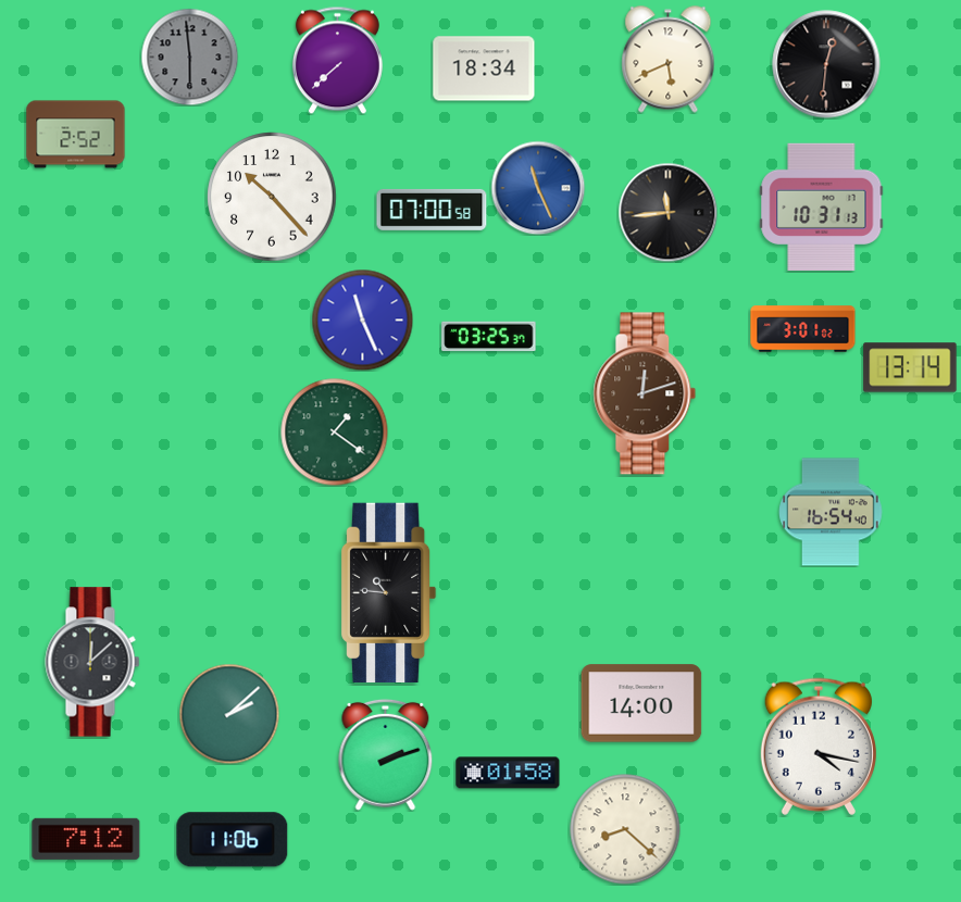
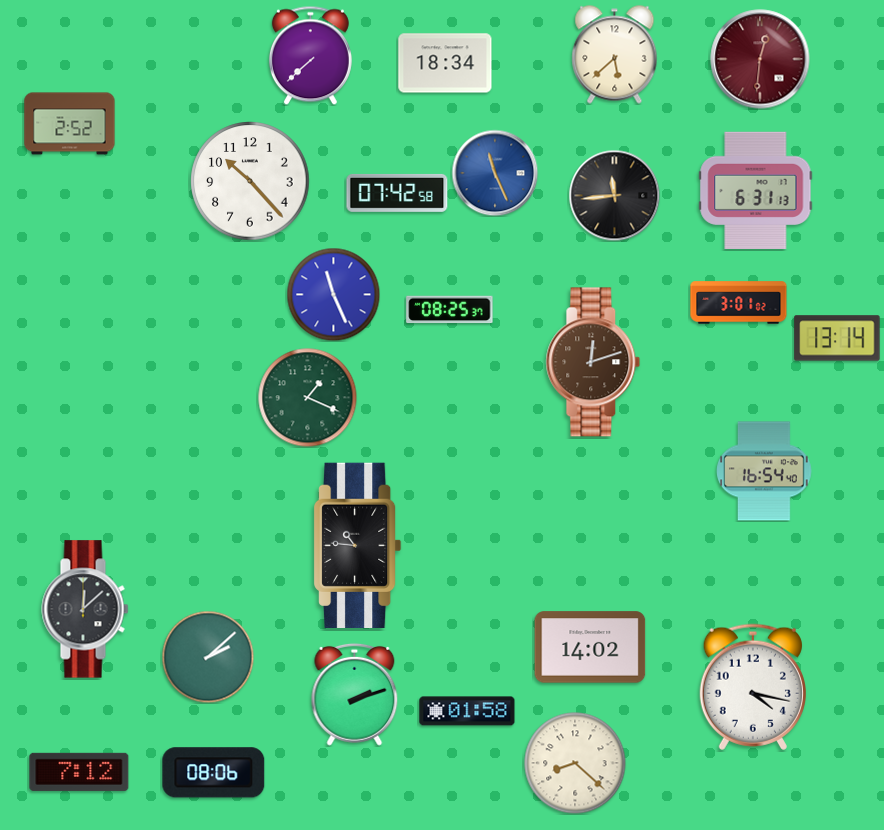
clock at (189, 57): 5:59 -> none
clock at (669, 60): 5:41 -> 5:38
clock at (826, 64) dial: black -> burgundy
clock at (822, 206): 10:31 -> 6:31
clock at (432, 210): 07:00 -> 07:42
clock at (489, 337): 03:25 -> 08:25
clock at (335, 433): 1:21 -> 1:19
clock at (641, 703): 14:00 -> 14:02
clock at (229, 714) position: (229, 714) -> (208, 657)
clock at (233, 840): 11:06 -> 08:06
